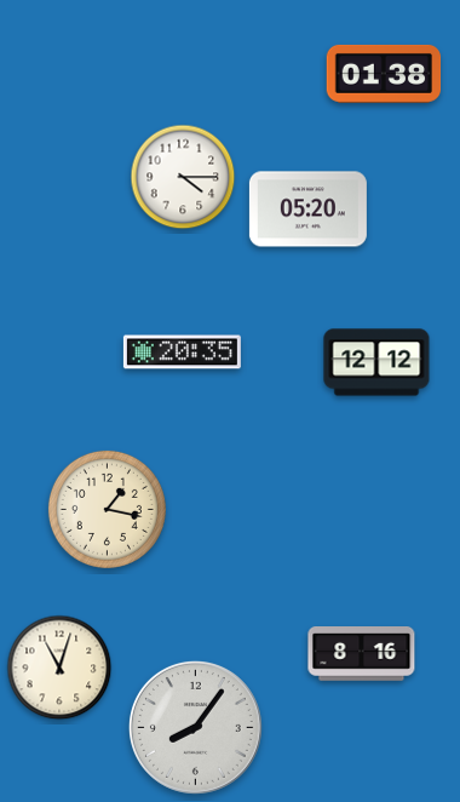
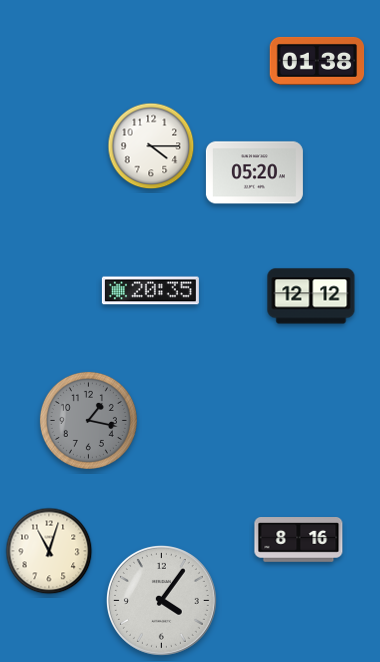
clock at (376, 362) position: (376, 362) -> (311, 296)
clock at (107, 509) dial: cream -> grey
clock at (195, 727): 8:06 -> 4:06
